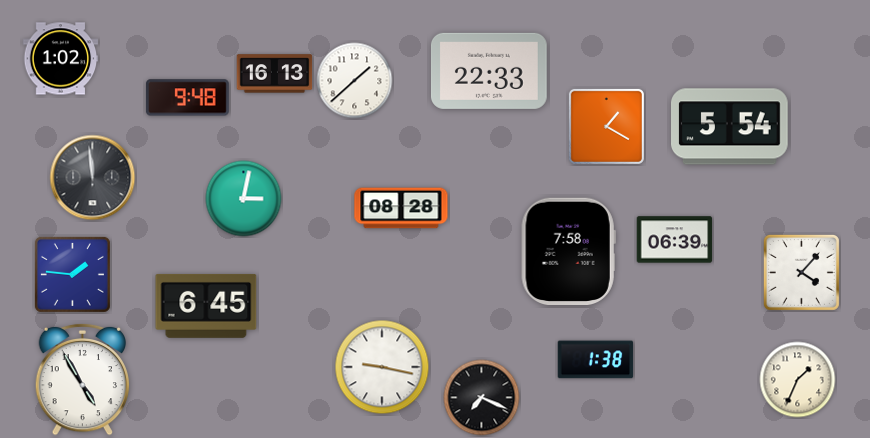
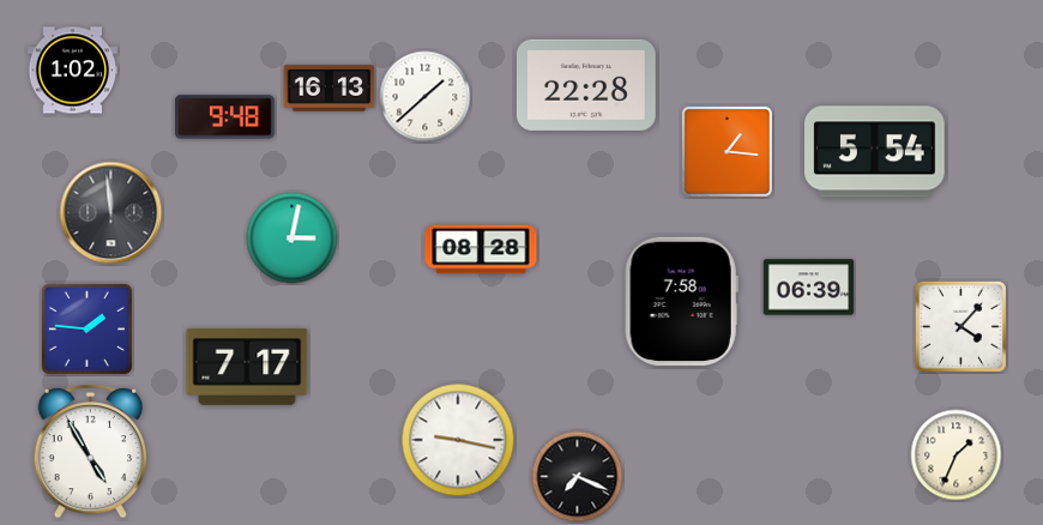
clock at (489, 71): 22:33 -> 22:28
clock at (606, 126): 1:20 -> 1:16
clock at (206, 306): 6:45 -> 7:17
clock at (596, 360): 1:38 -> none
clock at (83, 379) position: (83, 379) -> (91, 451)
